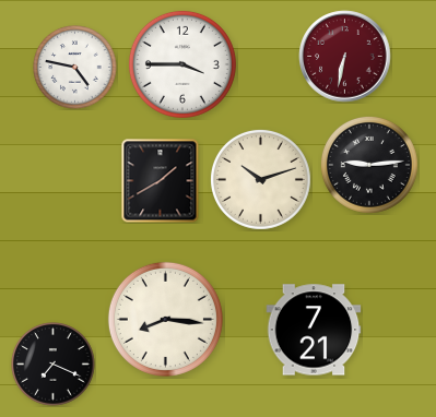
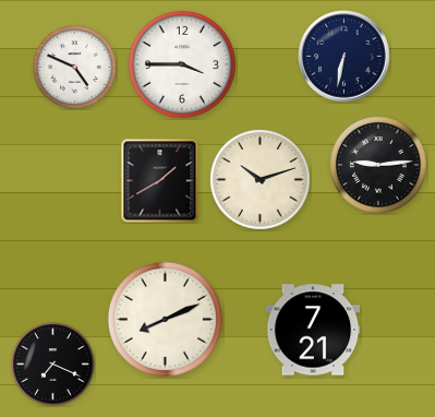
clock at (345, 57) dial: burgundy -> navy
clock at (75, 68): 4:47 -> 4:49
clock at (369, 165) position: (369, 165) -> (378, 165)
clock at (165, 319): 8:16 -> 8:11
